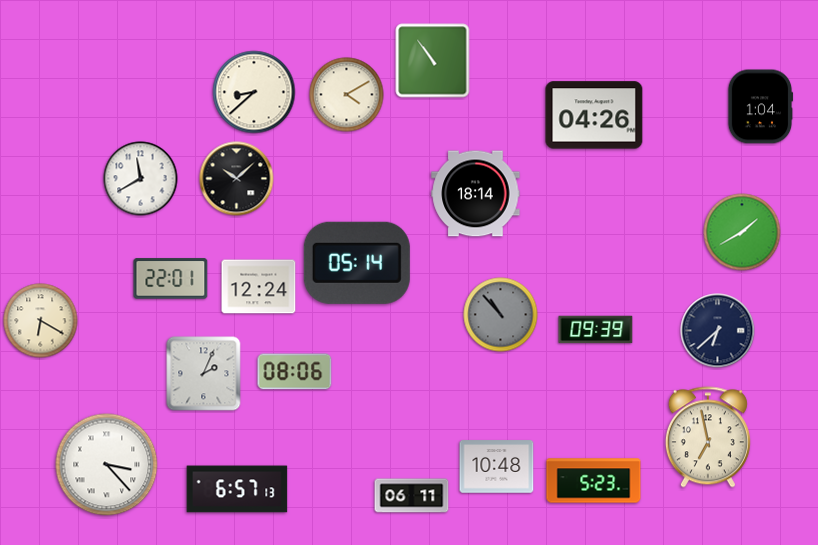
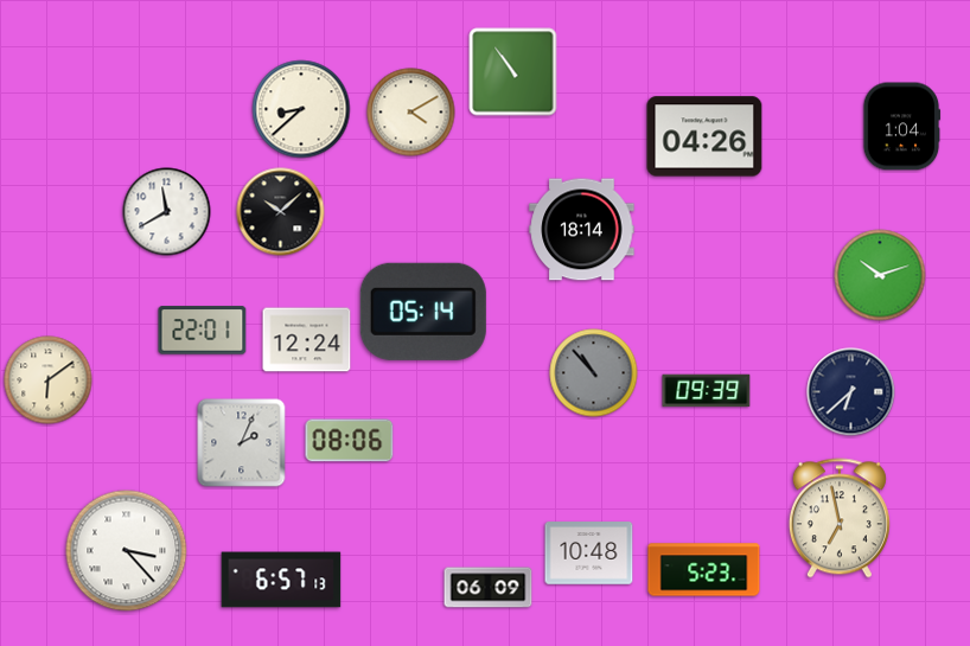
clock at (476, 194) position: (476, 194) -> (582, 230)
clock at (742, 232): 1:40 -> 10:12
clock at (41, 321): 6:20 -> 6:09
clock at (412, 496): 06:11 -> 06:09
